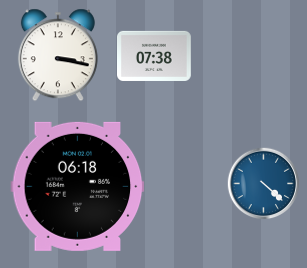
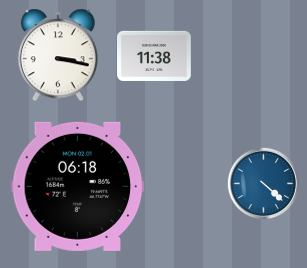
clock at (155, 56): 07:38 -> 11:38
